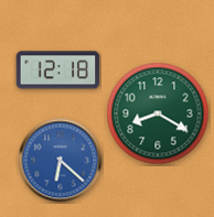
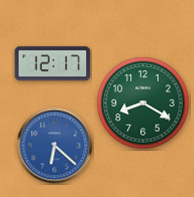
clock at (58, 70): 12:18 -> 12:17
